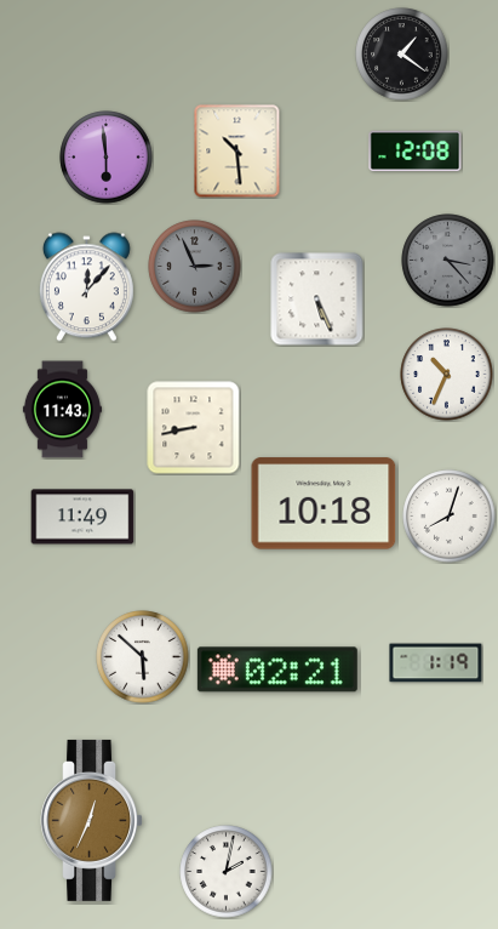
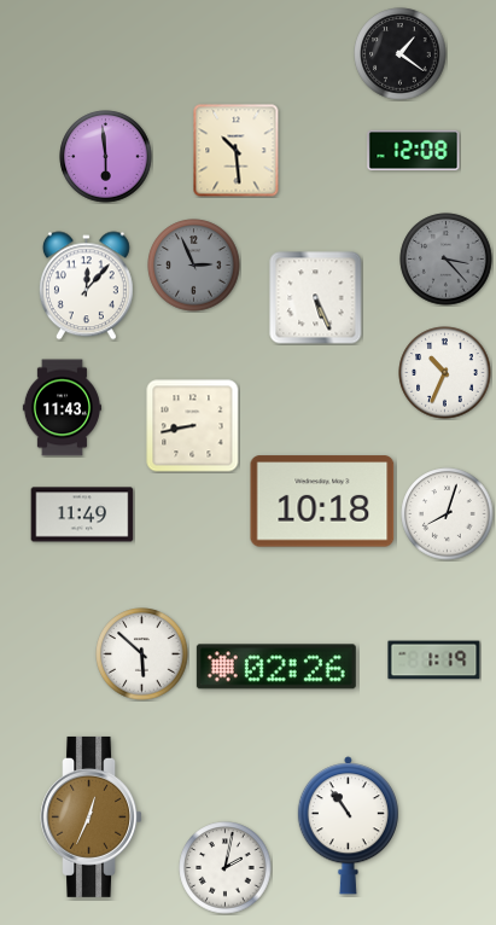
clock at (277, 669): 02:21 -> 02:26
clock at (348, 826): none -> 10:54
